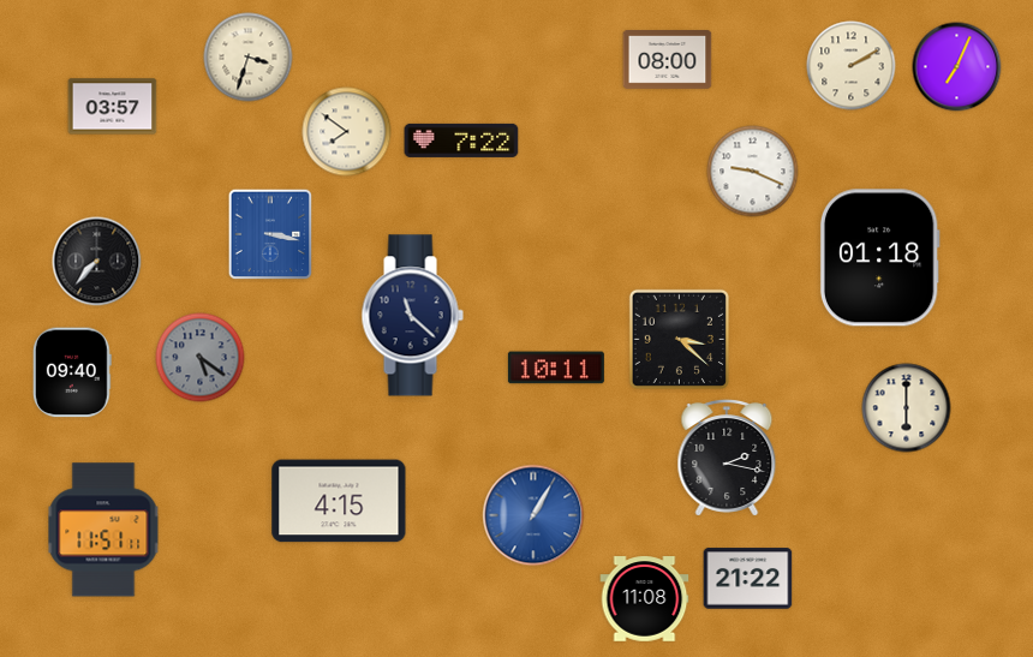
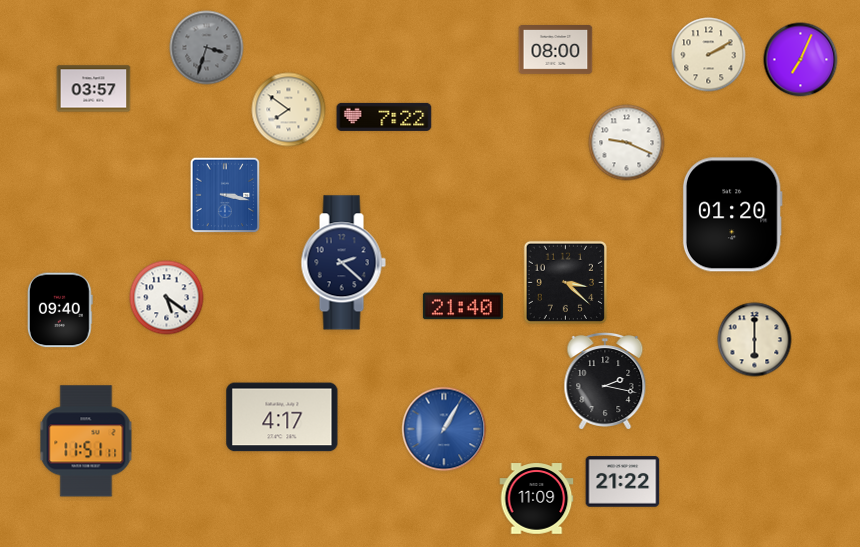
clock at (249, 58) dial: cream -> grey
clock at (957, 67) position: (957, 67) -> (801, 60)
clock at (879, 258): 01:18 -> 01:20
clock at (97, 262): 7:37 -> none
clock at (412, 316): 11:22 -> 2:22
clock at (201, 358) dial: grey -> white
clock at (556, 368): 10:11 -> 21:40
clock at (339, 501): 4:15 -> 4:17
clock at (645, 599): 11:08 -> 11:09
